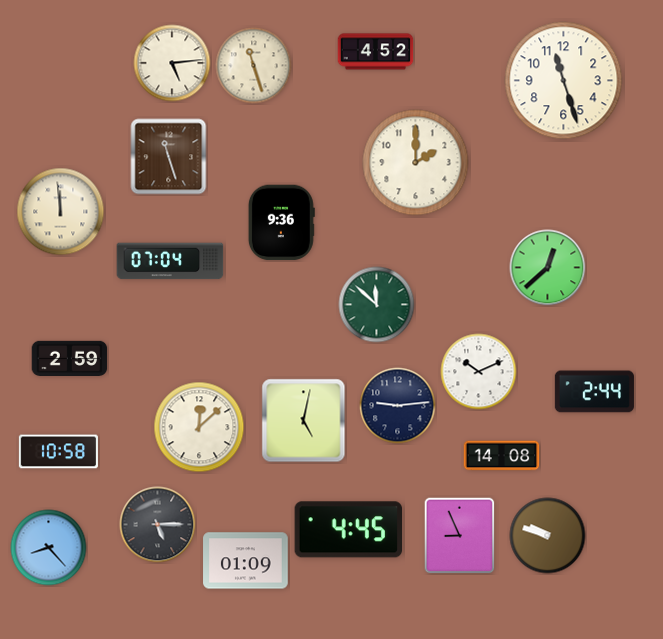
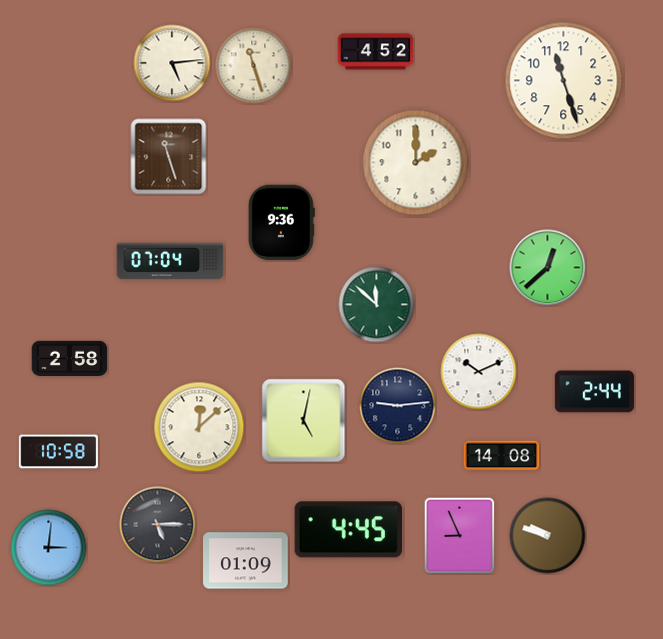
clock at (61, 212): 11:59 -> none
clock at (70, 358): 2:59 -> 2:58
clock at (49, 548): 8:23 -> 3:01
